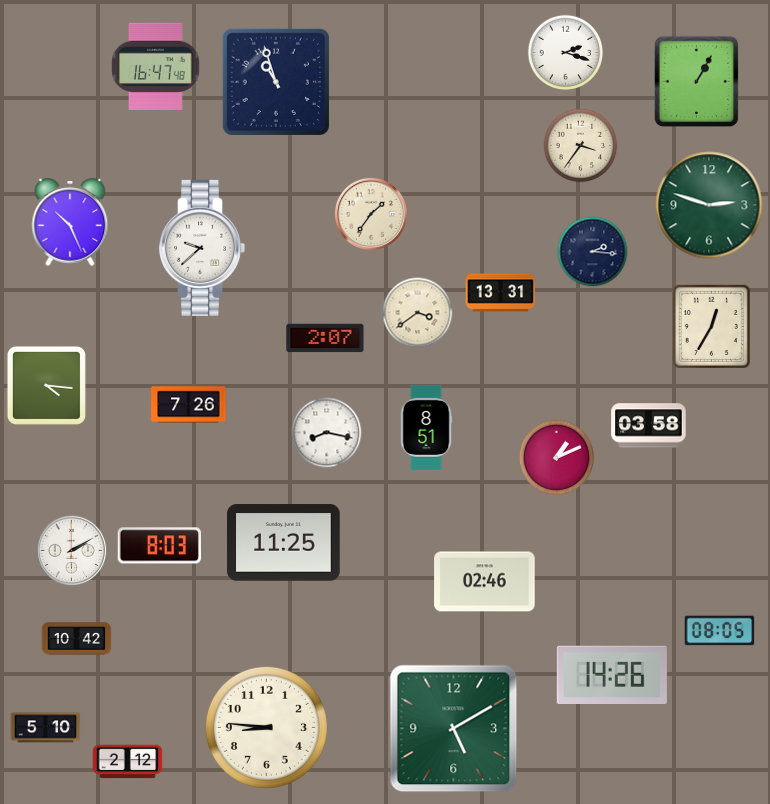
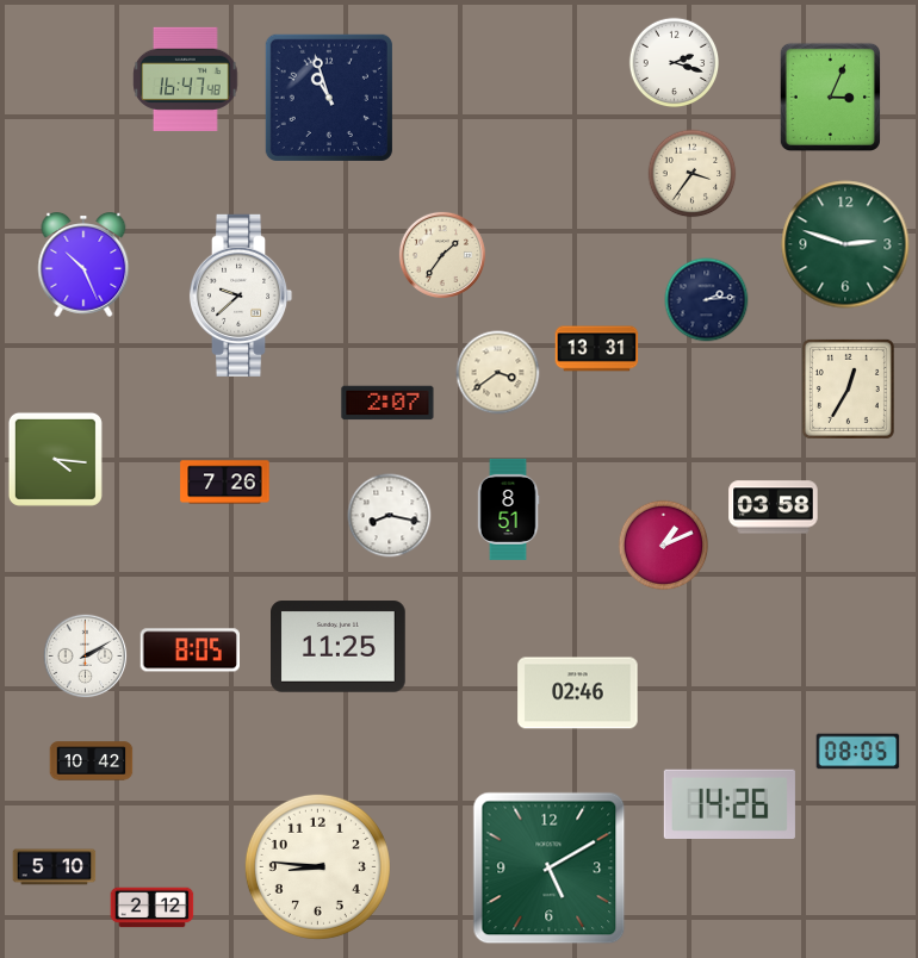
clock at (696, 81): 1:05 -> 3:04
clock at (593, 252): 2:16 -> 2:14
clock at (159, 546): 8:03 -> 8:05
clock at (454, 729) position: (454, 729) -> (550, 869)
